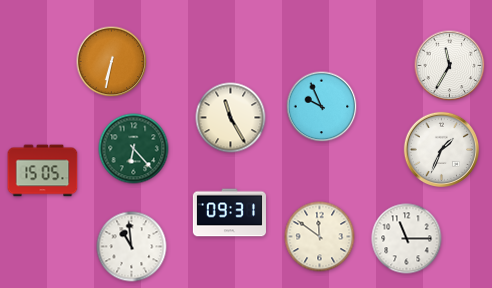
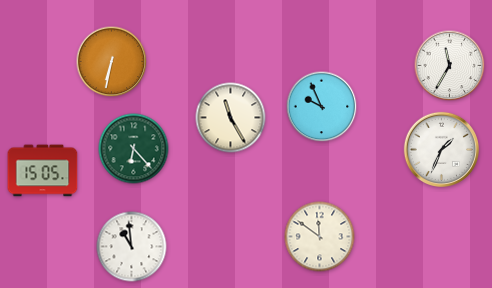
clock at (229, 213): 09:31 -> none
clock at (407, 239): 11:15 -> none
